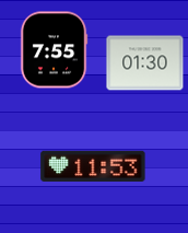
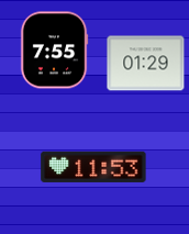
clock at (145, 63): 01:30 -> 01:29
